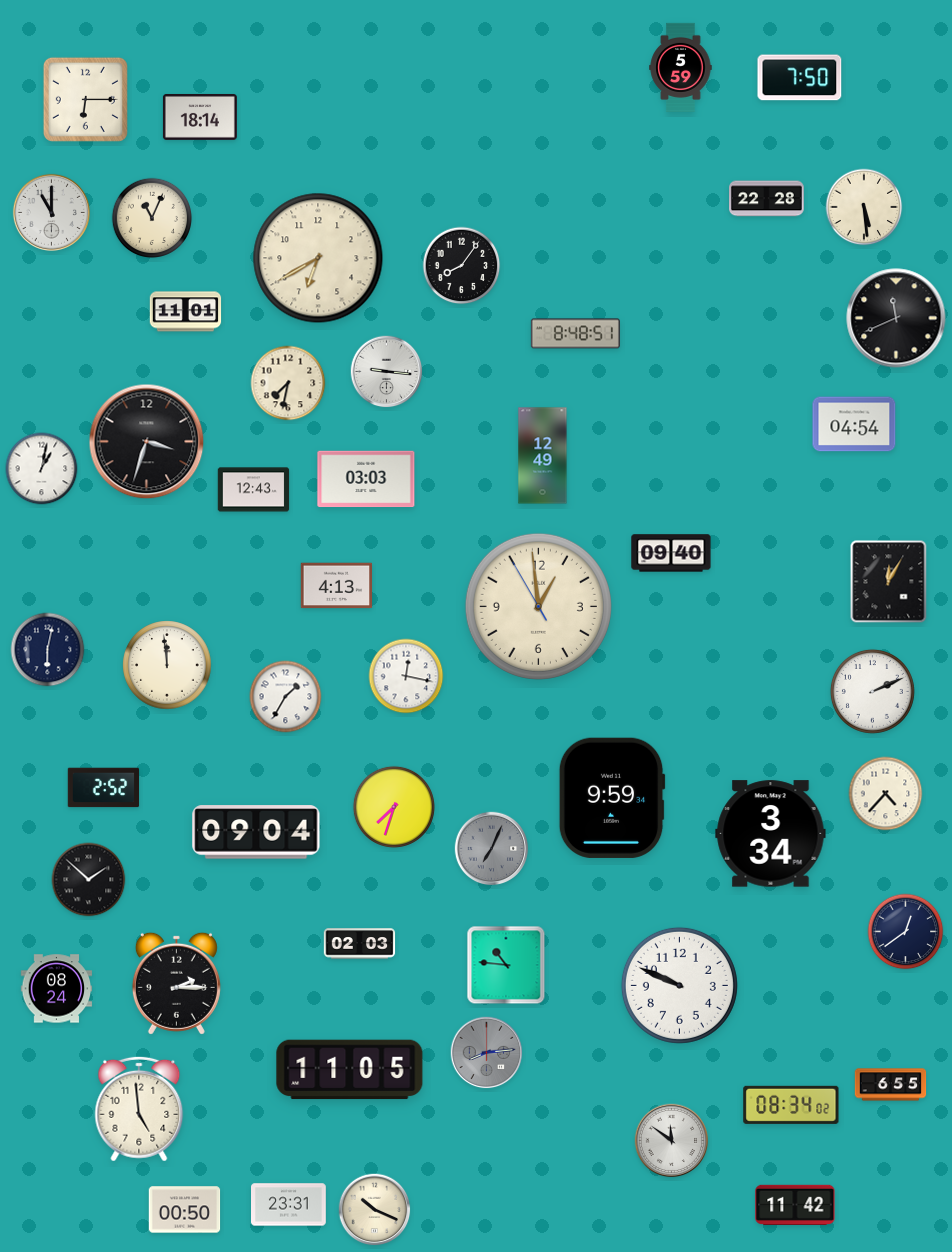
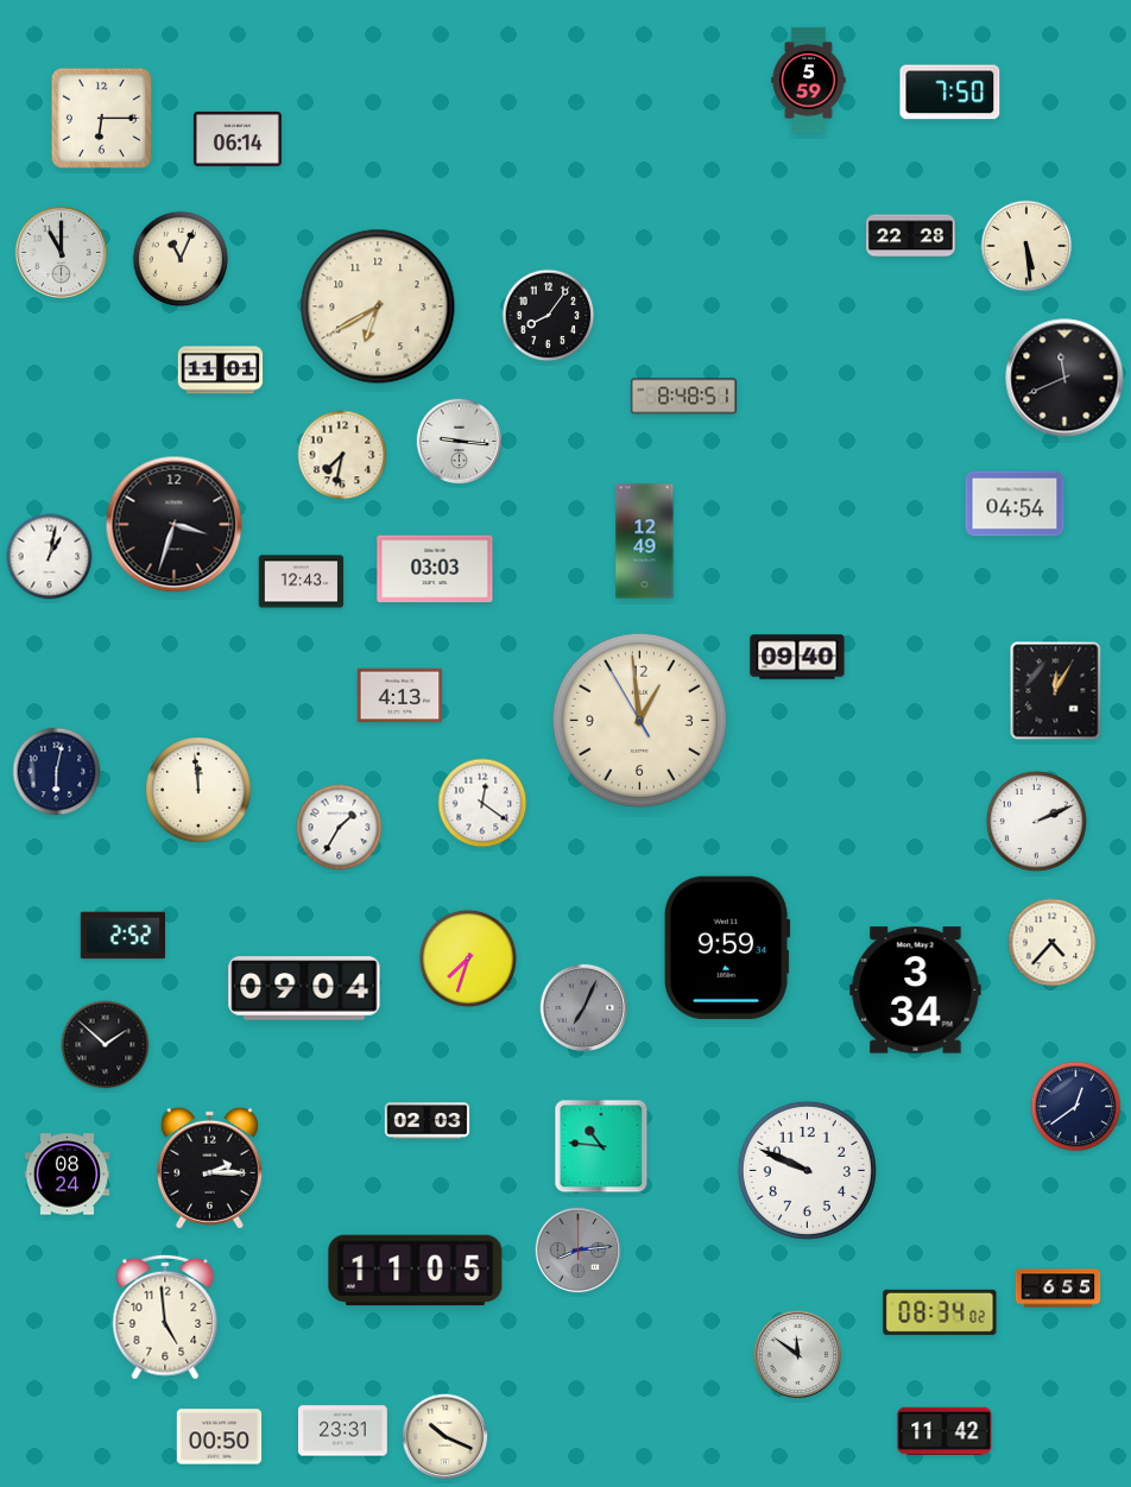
clock at (200, 117): 18:14 -> 06:14
clock at (406, 676): 12:17 -> 12:21
